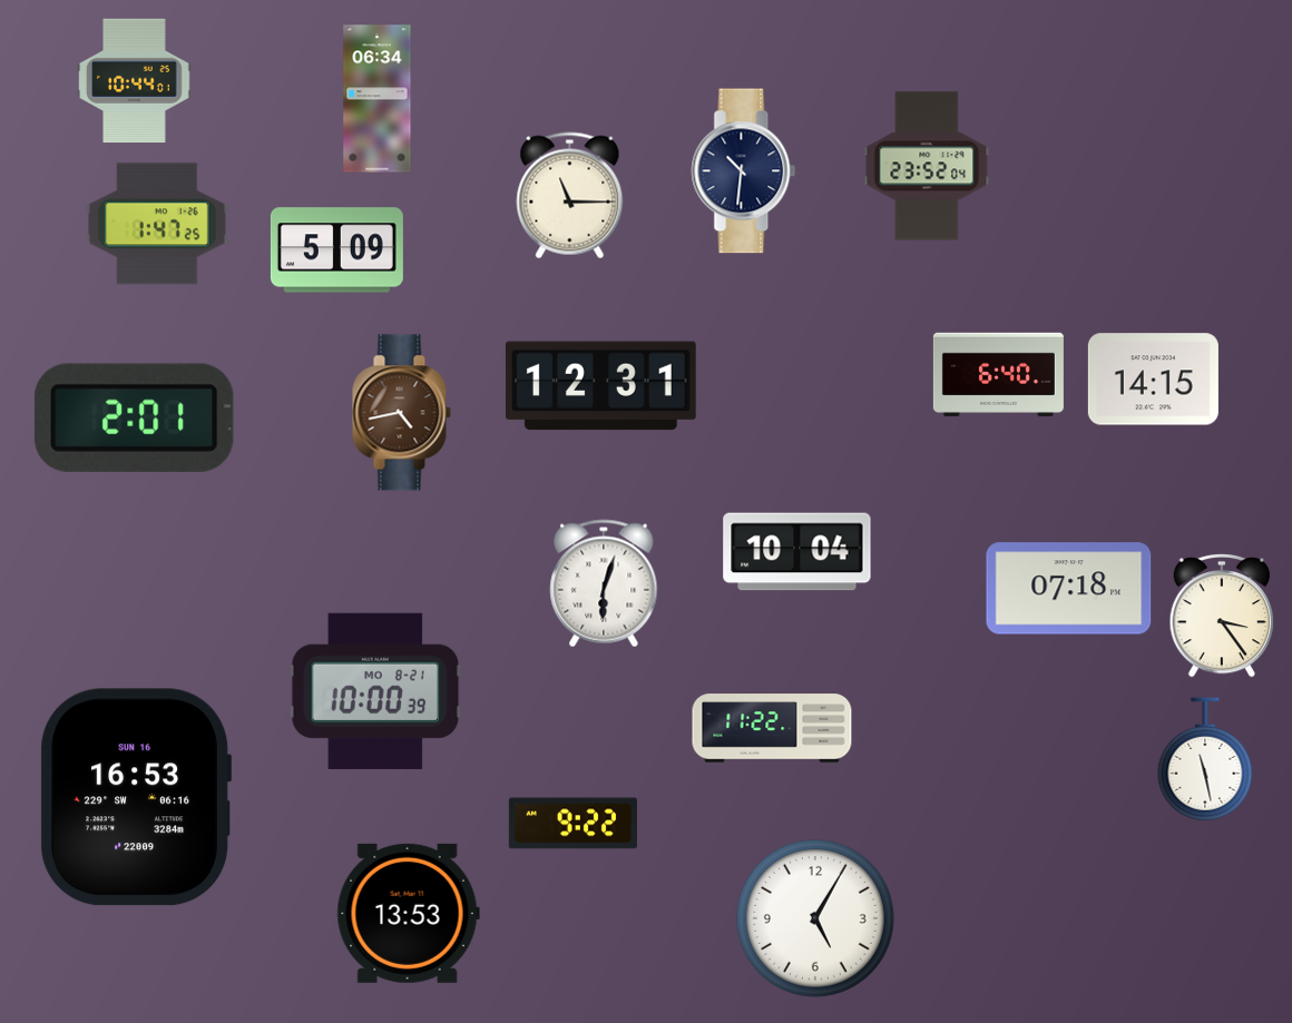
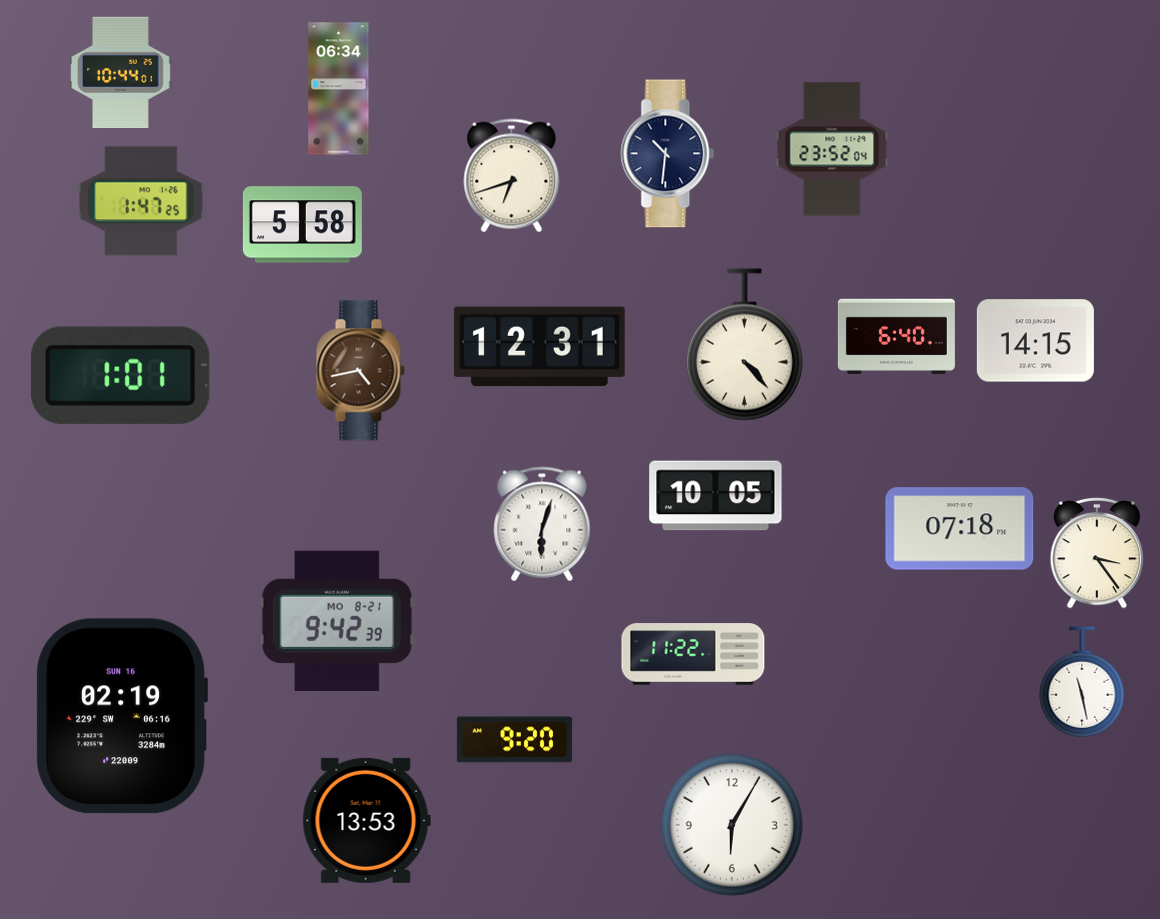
clock at (570, 196): 11:15 -> 6:42
clock at (336, 250): 5:09 -> 5:58
clock at (744, 345): none -> 4:23
clock at (134, 417): 2:01 -> 1:01
clock at (797, 552): 10:04 -> 10:05
clock at (375, 691): 10:00 -> 9:42
clock at (136, 797): 16:53 -> 02:19
clock at (572, 824): 9:22 -> 9:20
clock at (815, 918): 5:05 -> 6:05
